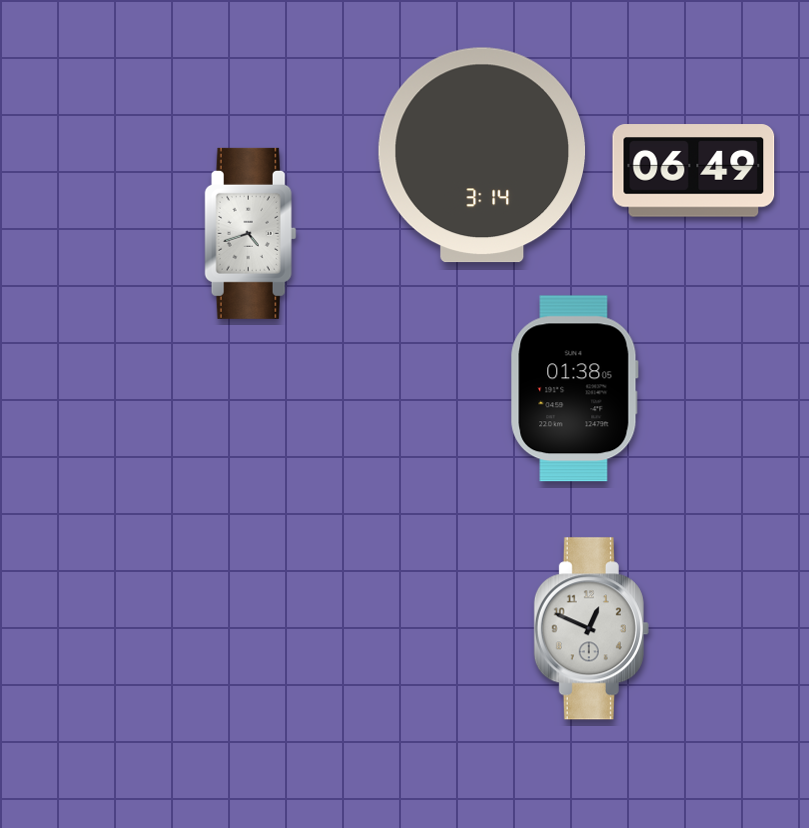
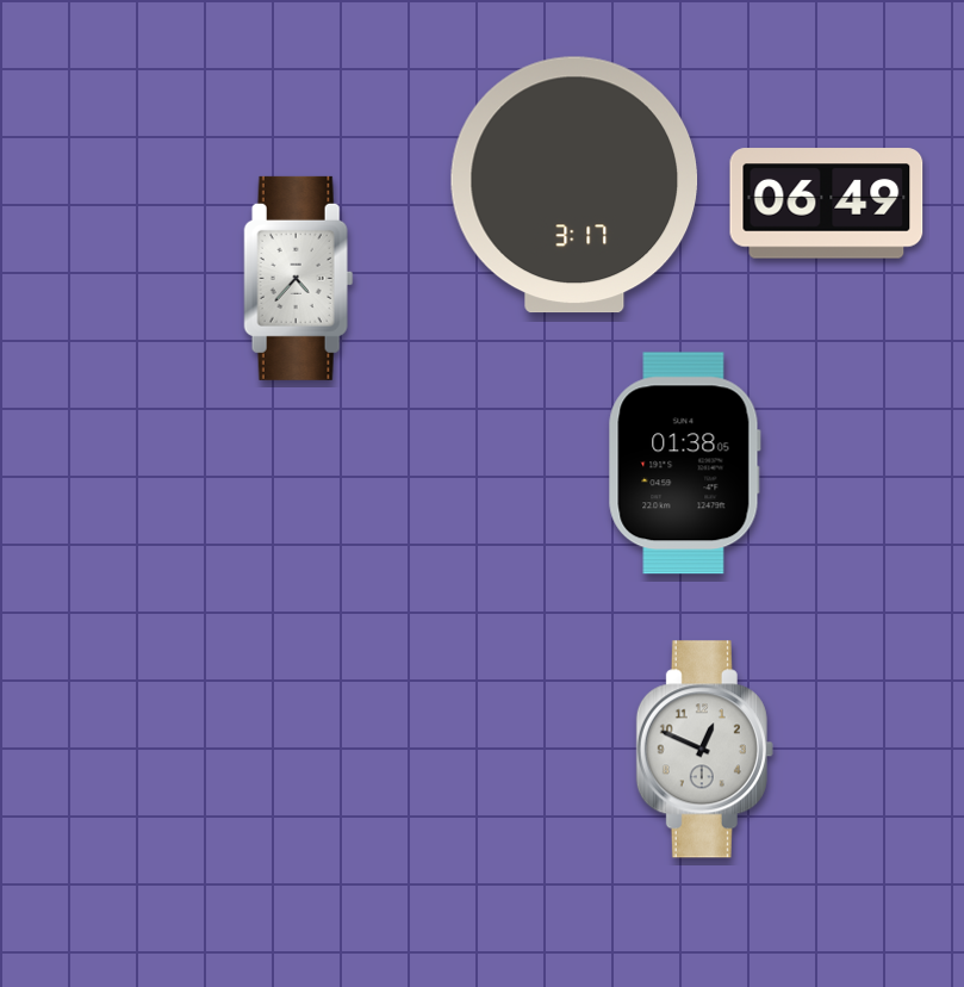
clock at (482, 155): 3:14 -> 3:17
clock at (251, 233): 4:42 -> 4:37
